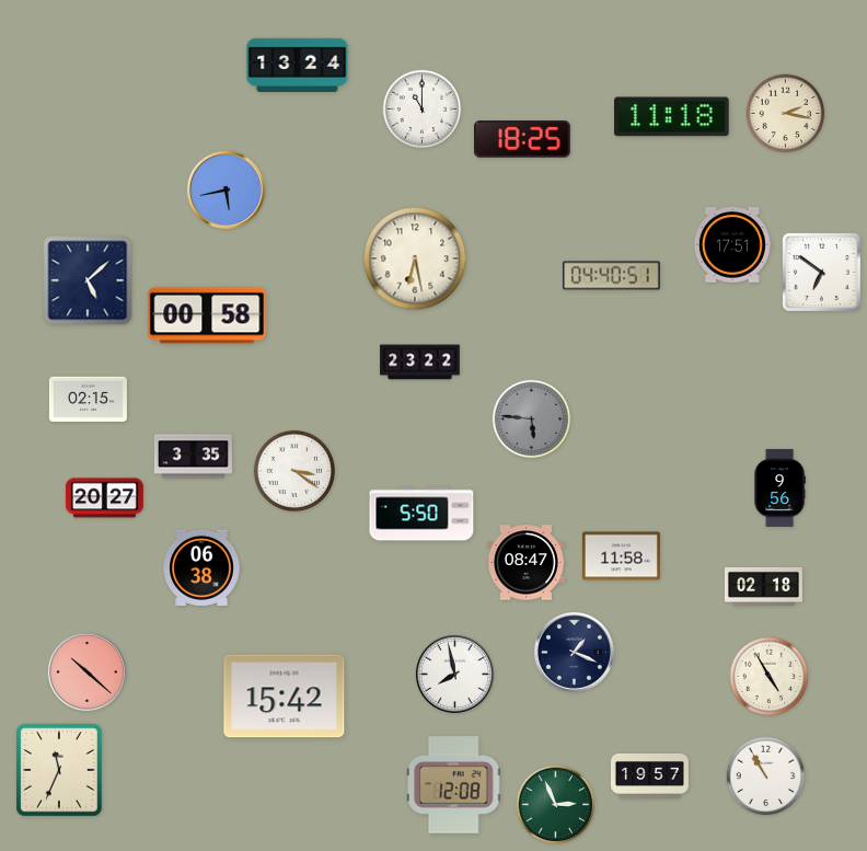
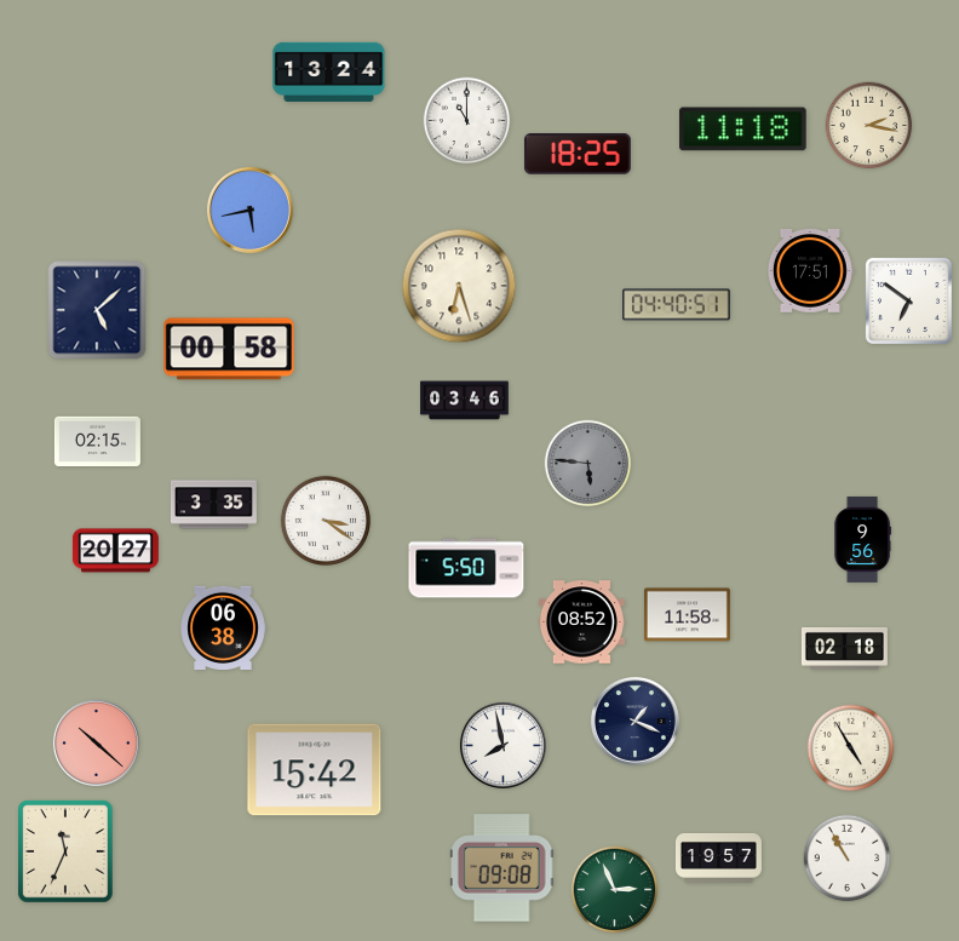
clock at (415, 258): 6:28 -> 6:27
clock at (420, 363): 23:22 -> 03:46
clock at (525, 563): 08:47 -> 08:52
clock at (453, 785): 12:08 -> 09:08
